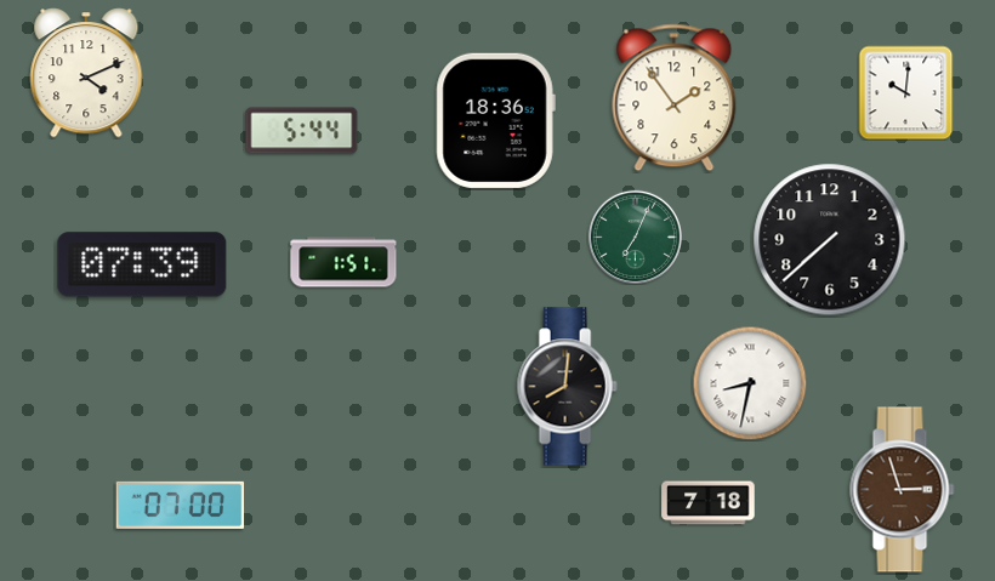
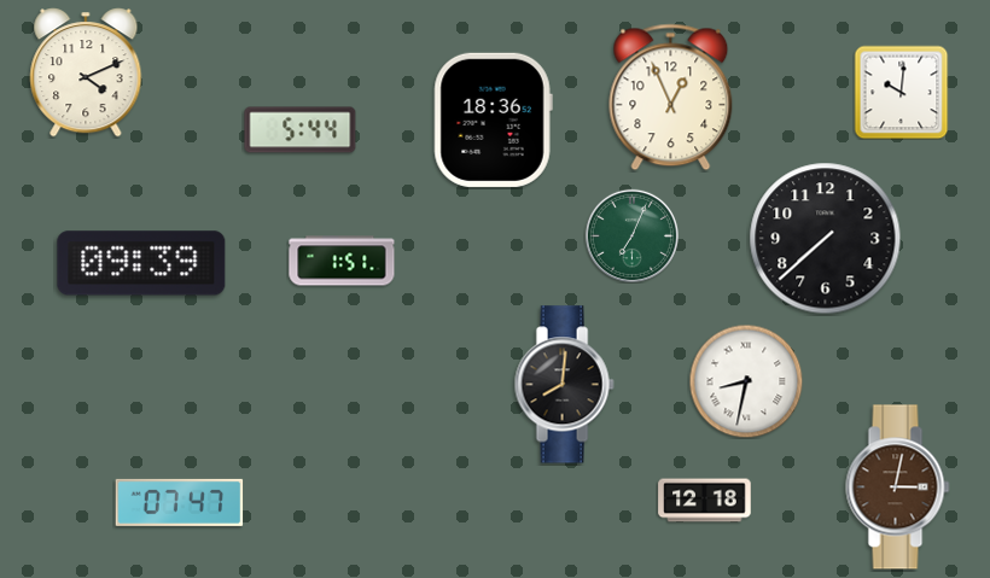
clock at (675, 98): 1:54 -> 12:56
clock at (142, 264): 07:39 -> 09:39
clock at (903, 490): 2:57 -> 3:02
clock at (709, 503): 7:18 -> 12:18
clock at (181, 505): 07:00 -> 07:47
